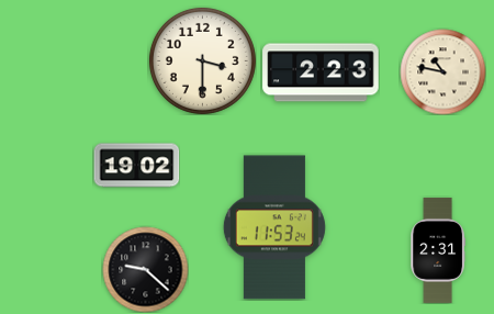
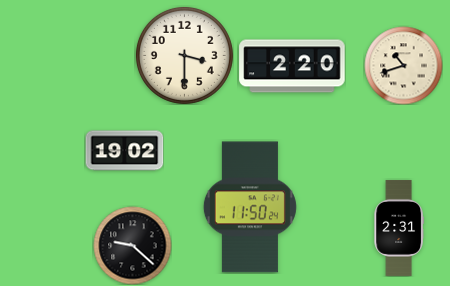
clock at (442, 71): 10:47 -> 10:42
clock at (321, 72): 2:23 -> 2:20
clock at (274, 227): 11:53 -> 11:50
